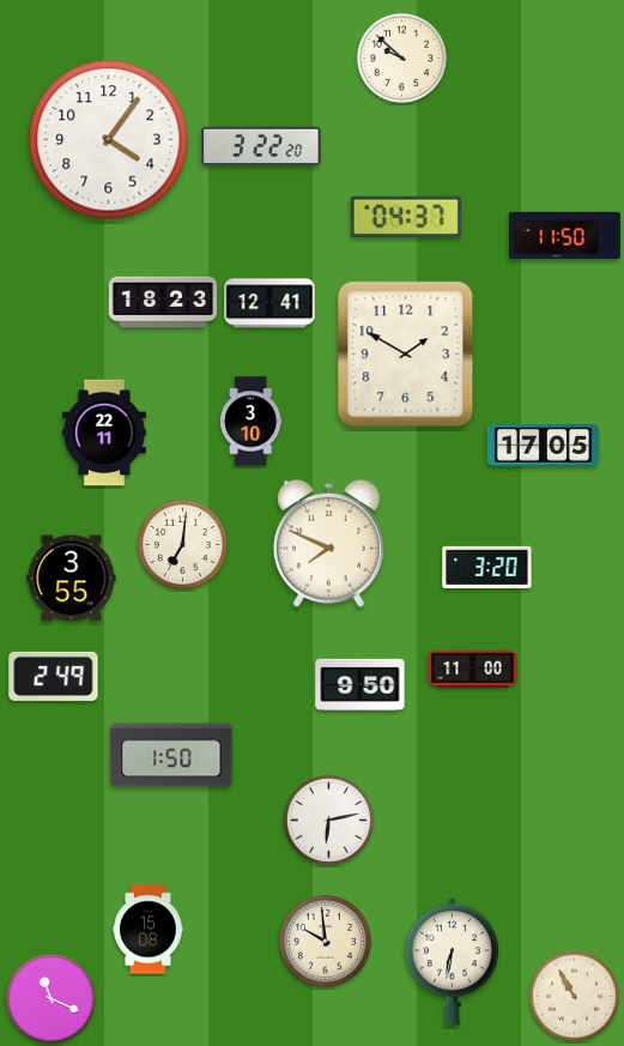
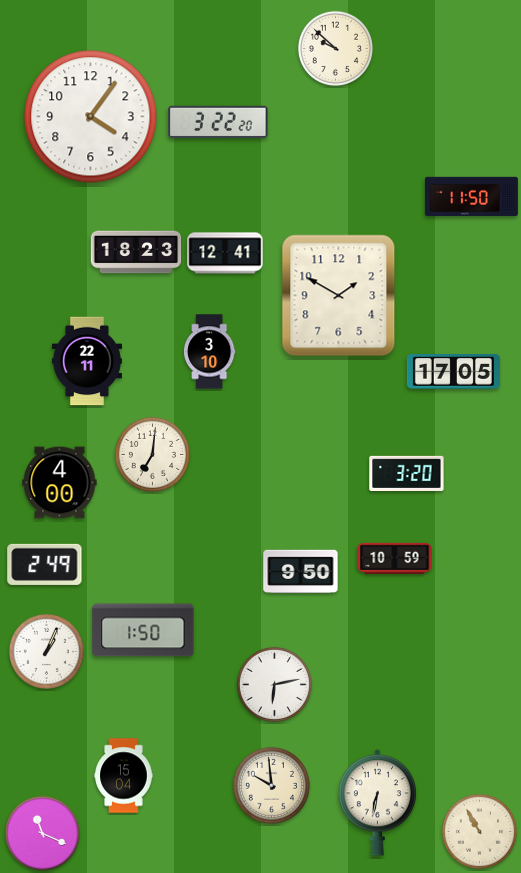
clock at (406, 217): 04:37 -> none
clock at (328, 543): 7:49 -> none
clock at (72, 579): 3:55 -> 4:00
clock at (473, 669): 11:00 -> 10:59
clock at (46, 651): none -> 1:04
clock at (149, 930): 15:08 -> 15:04
